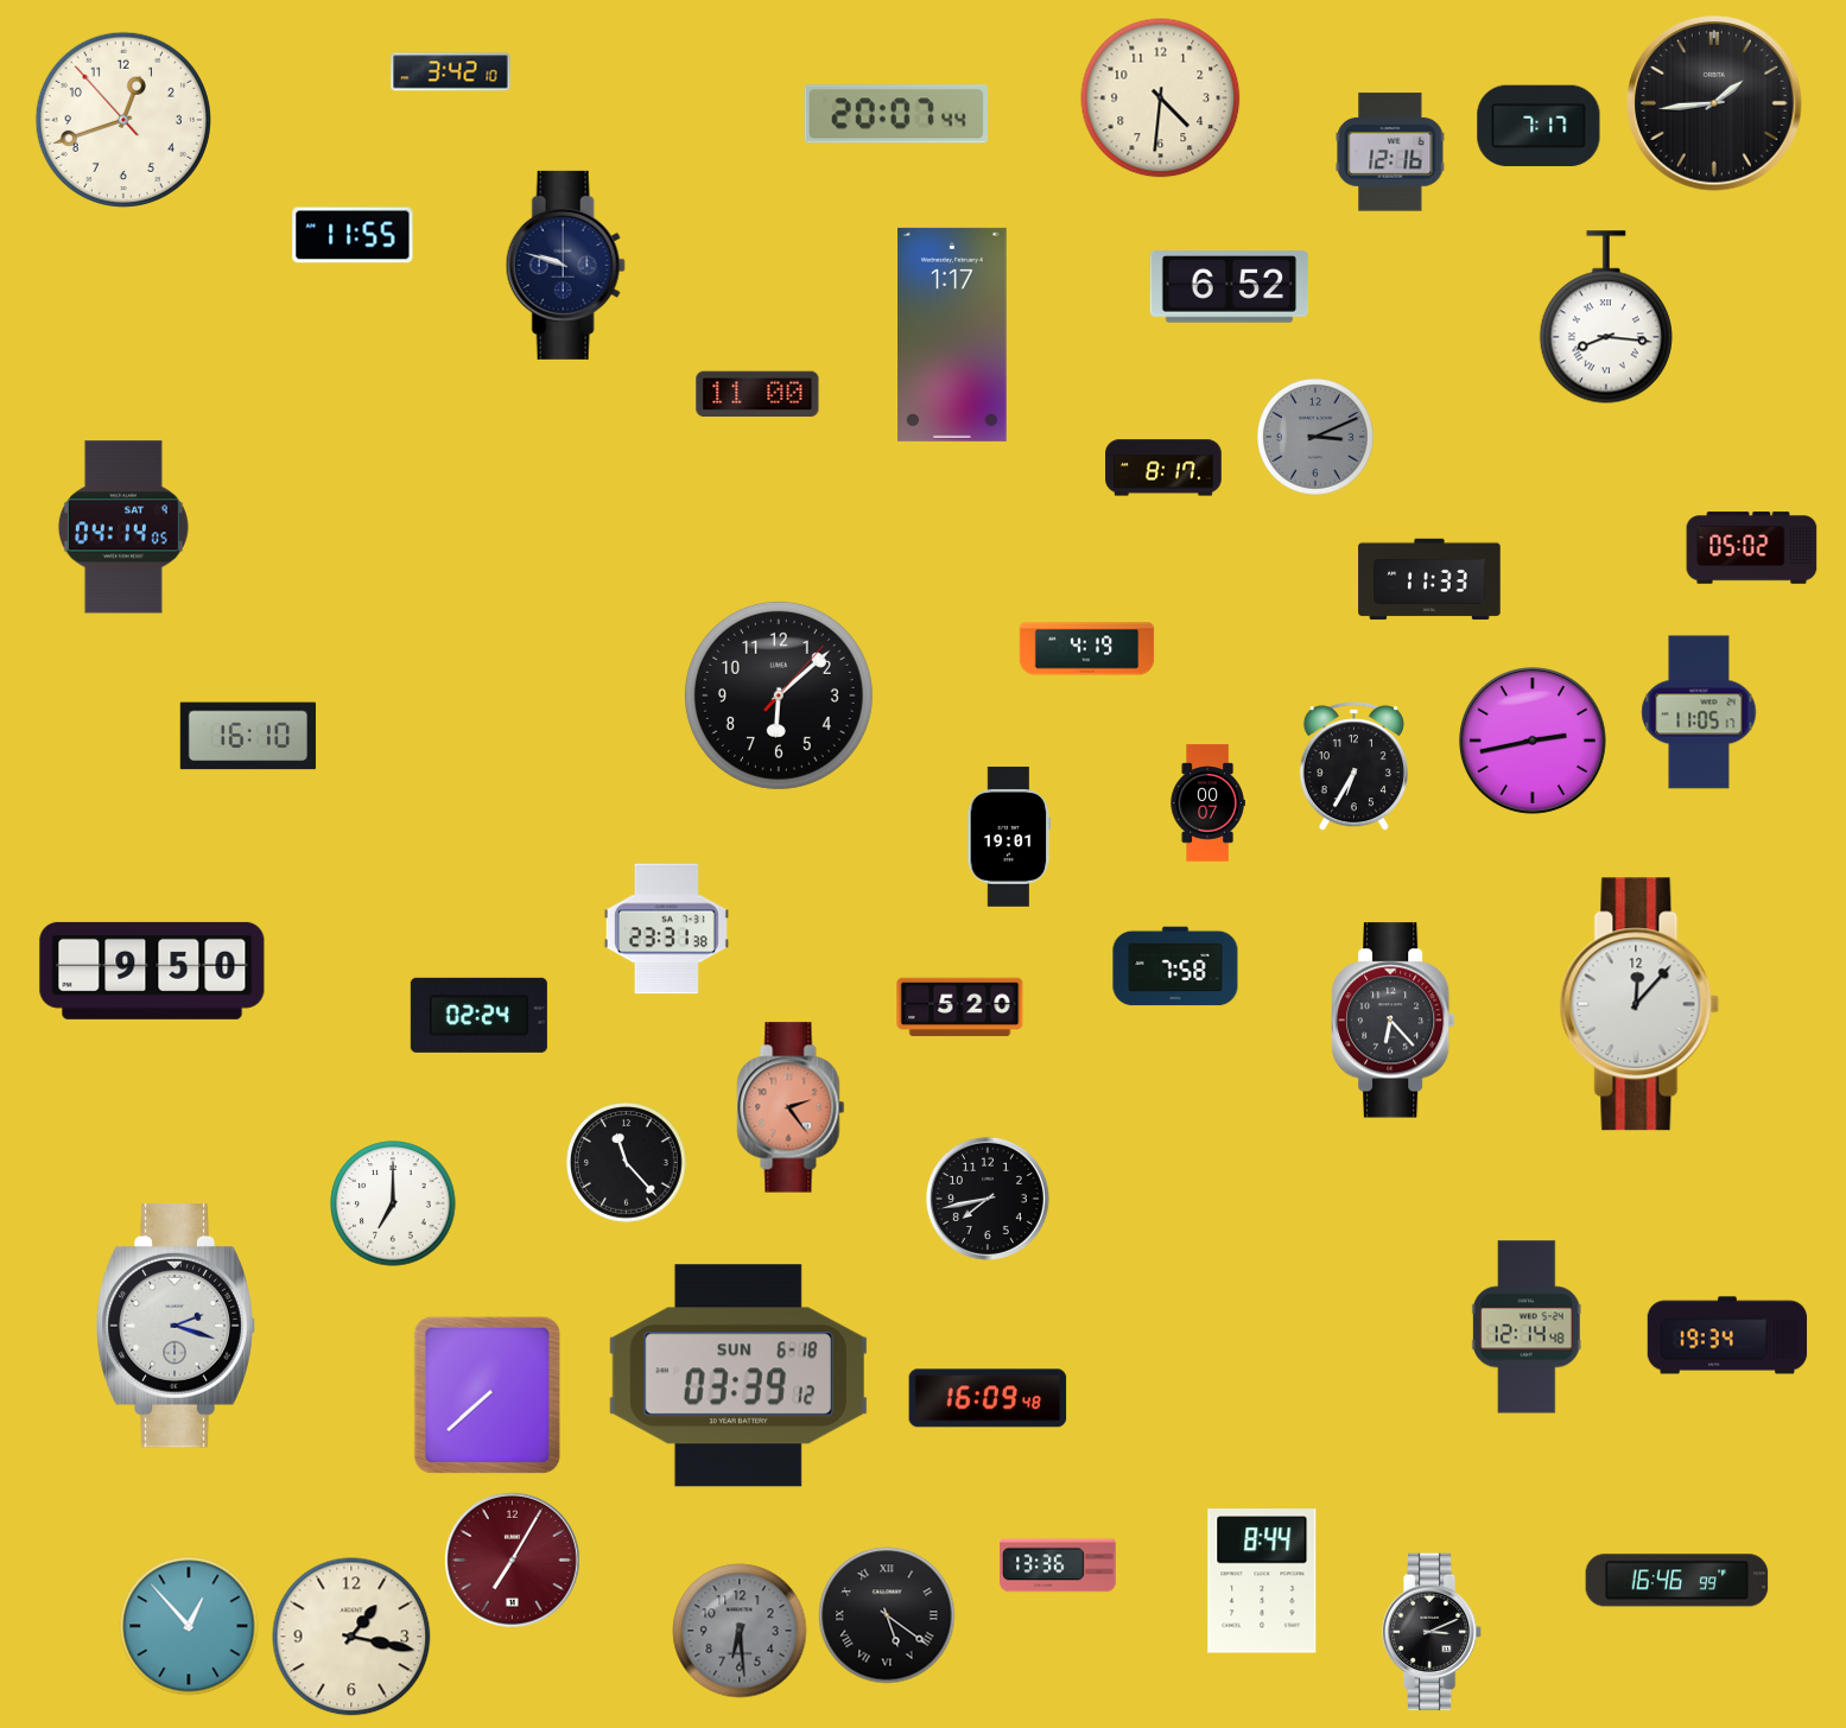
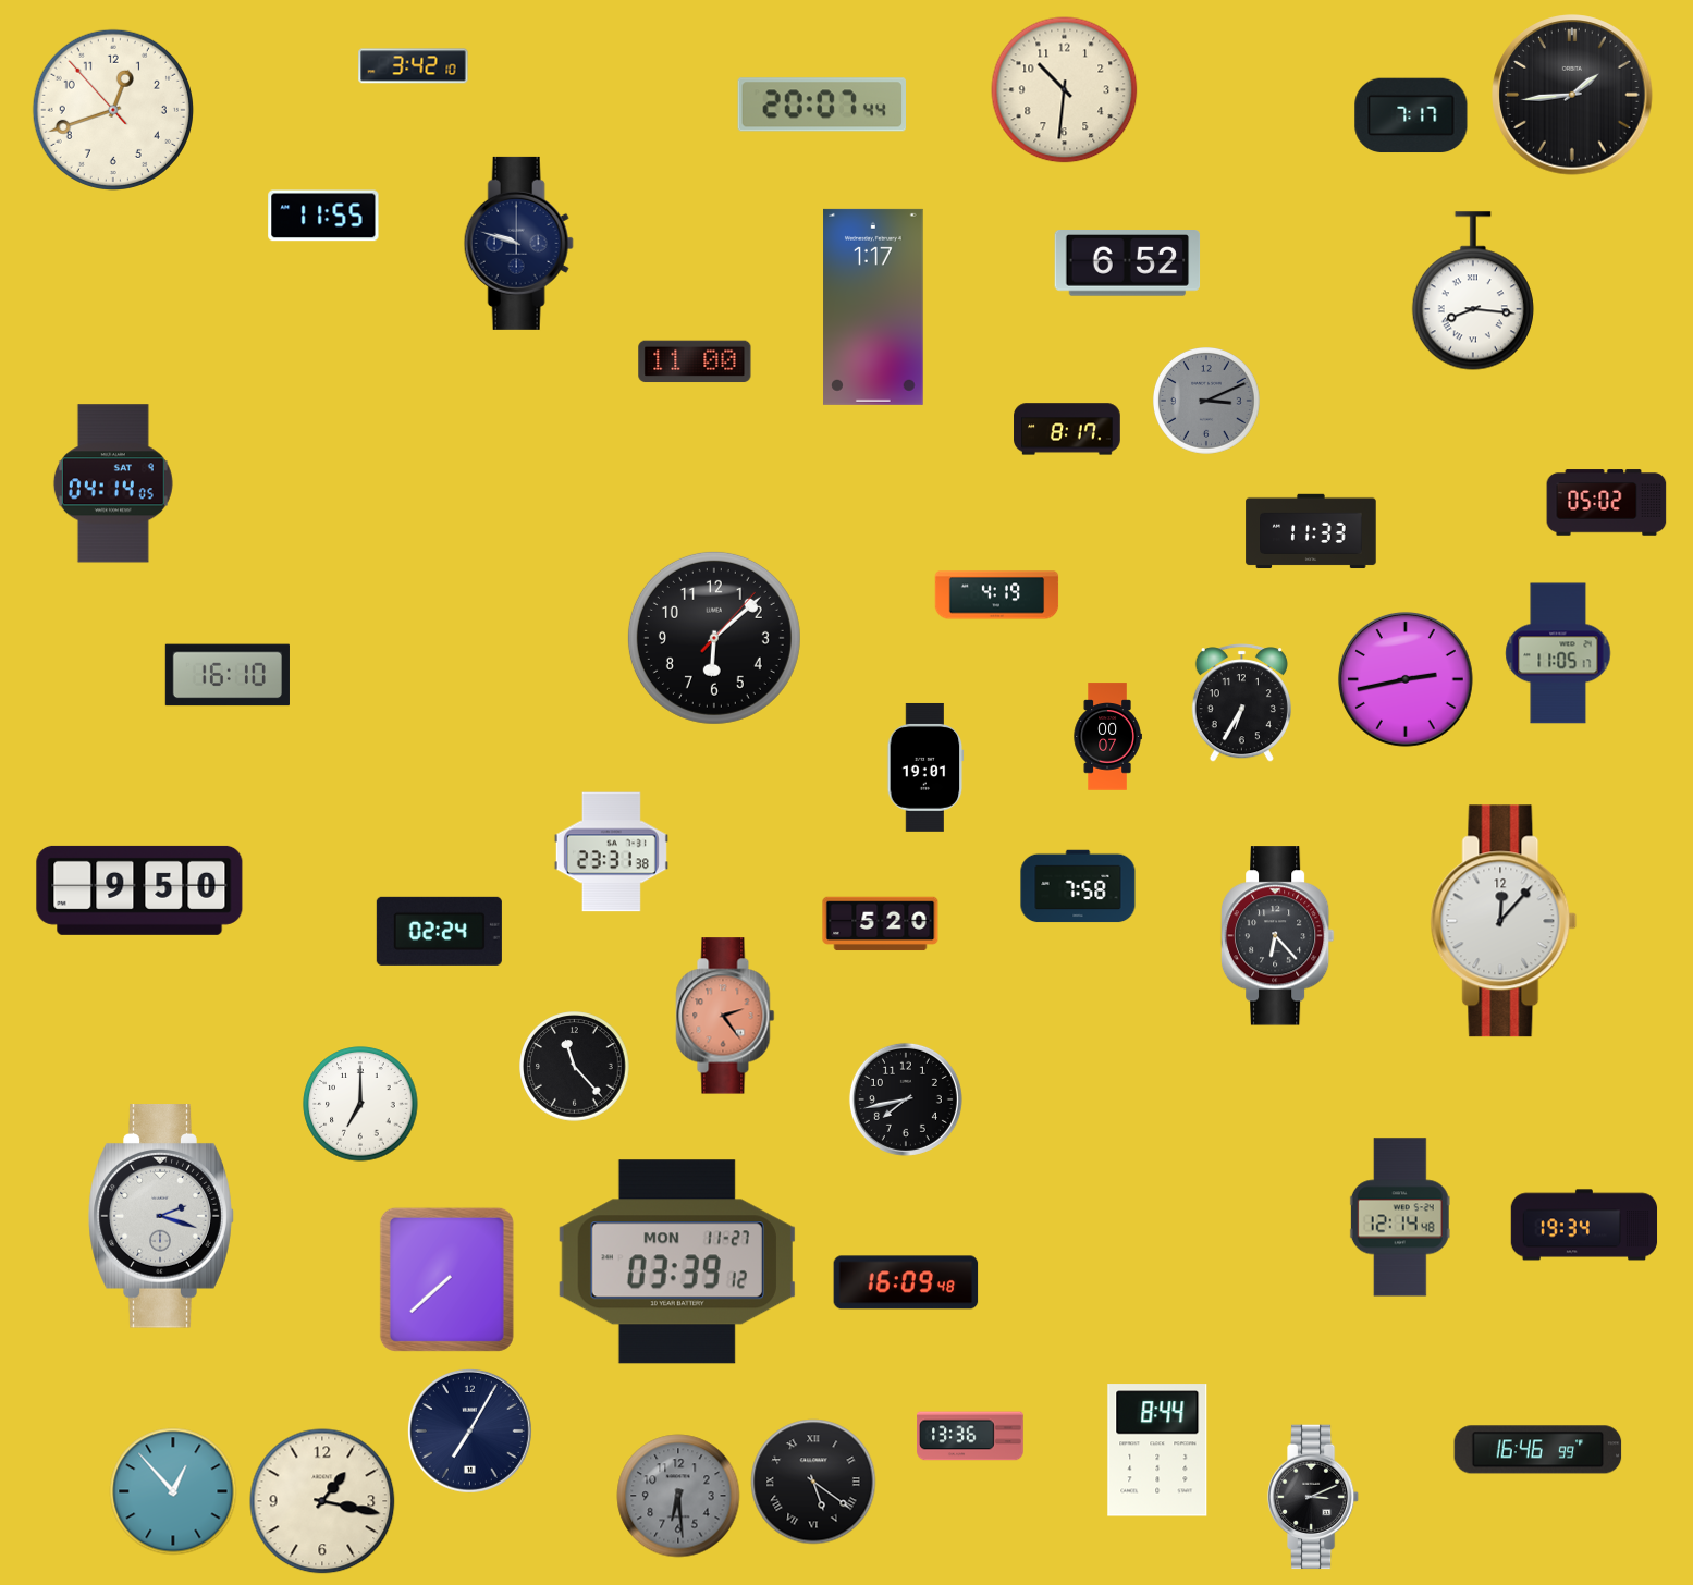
clock at (1161, 99): 4:31 -> 10:31
clock at (1390, 152): 12:16 -> none
clock at (738, 1376) date: SUN 6-18 -> MON 11-27
clock at (512, 1559) dial: burgundy -> navy
